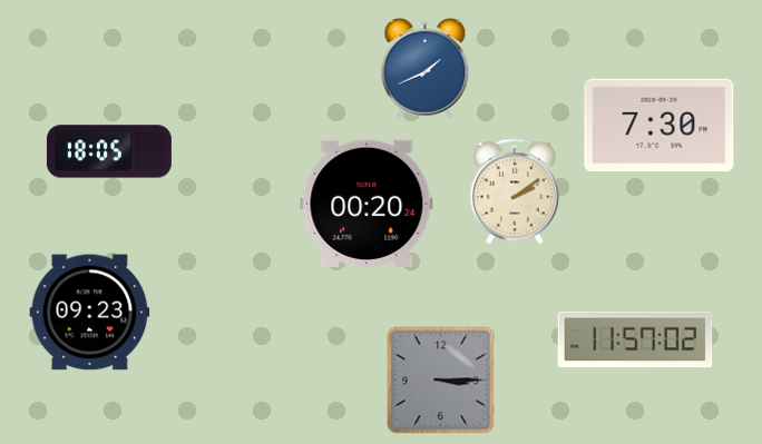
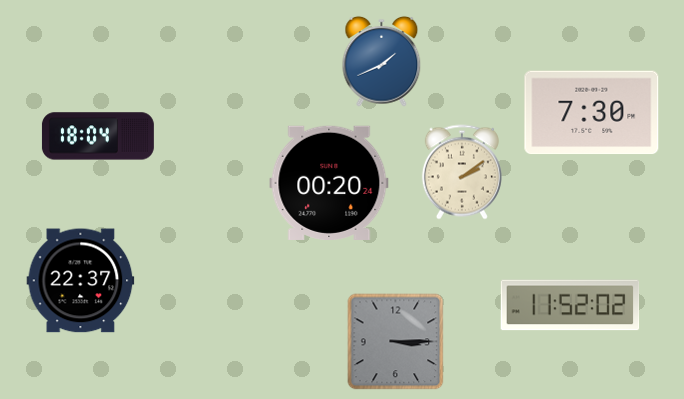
clock at (109, 151): 18:05 -> 18:04
clock at (90, 313): 09:23 -> 22:37
clock at (635, 339): 11:57 -> 11:52
